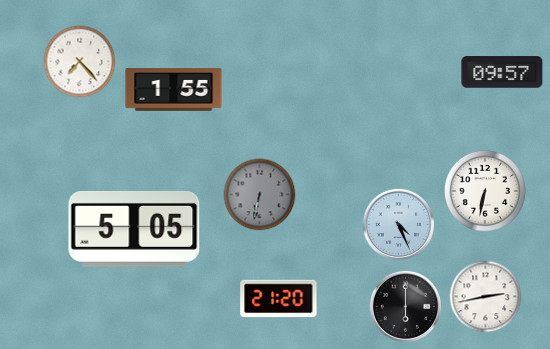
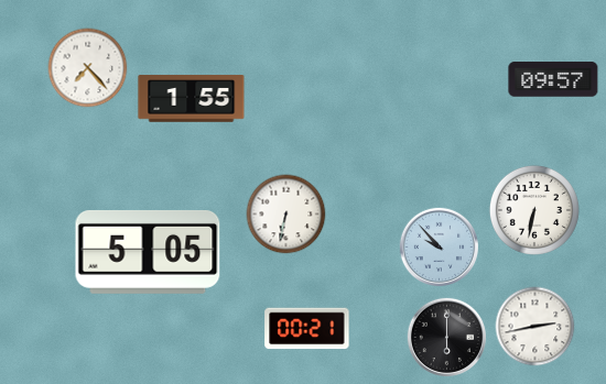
clock at (260, 195) dial: grey -> white
clock at (399, 225): 4:26 -> 9:53
clock at (279, 299): 21:20 -> 00:21
